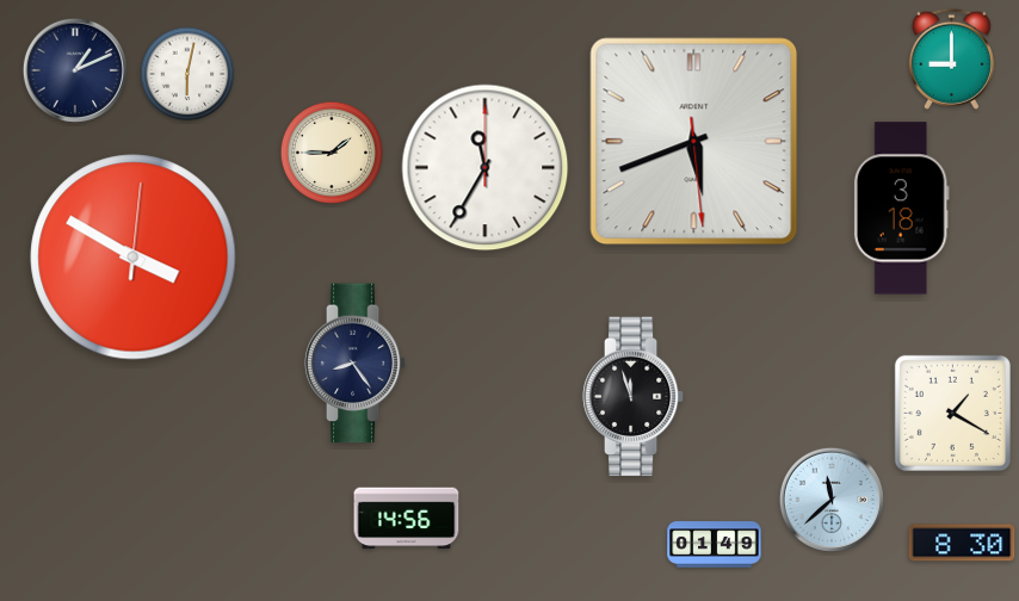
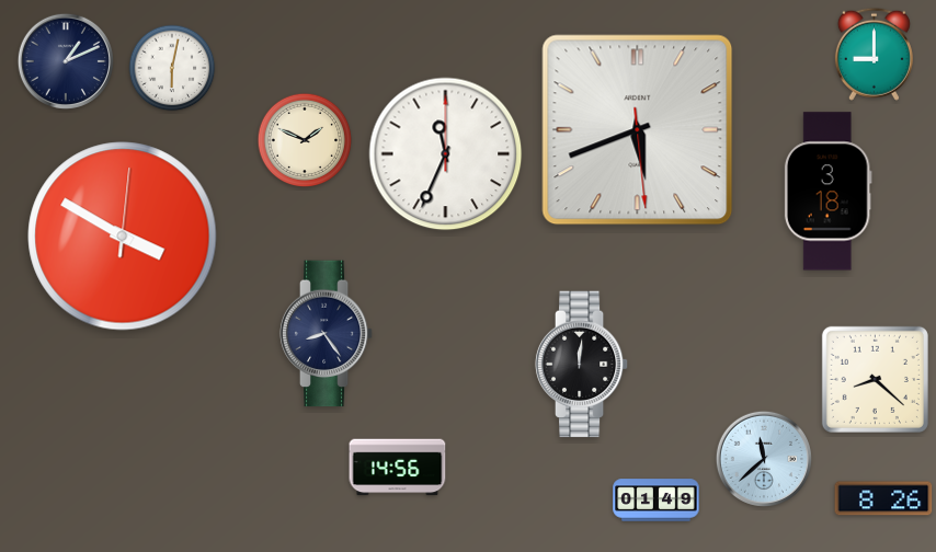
clock at (75, 70) position: (75, 70) -> (66, 61)
clock at (332, 153): 1:45 -> 1:49
clock at (486, 168): 11:35 -> 11:34
clock at (634, 397): 11:57 -> 12:01
clock at (952, 413): 1:20 -> 8:22
clock at (407, 519) position: (407, 519) -> (398, 468)
clock at (962, 543): 8:30 -> 8:26
